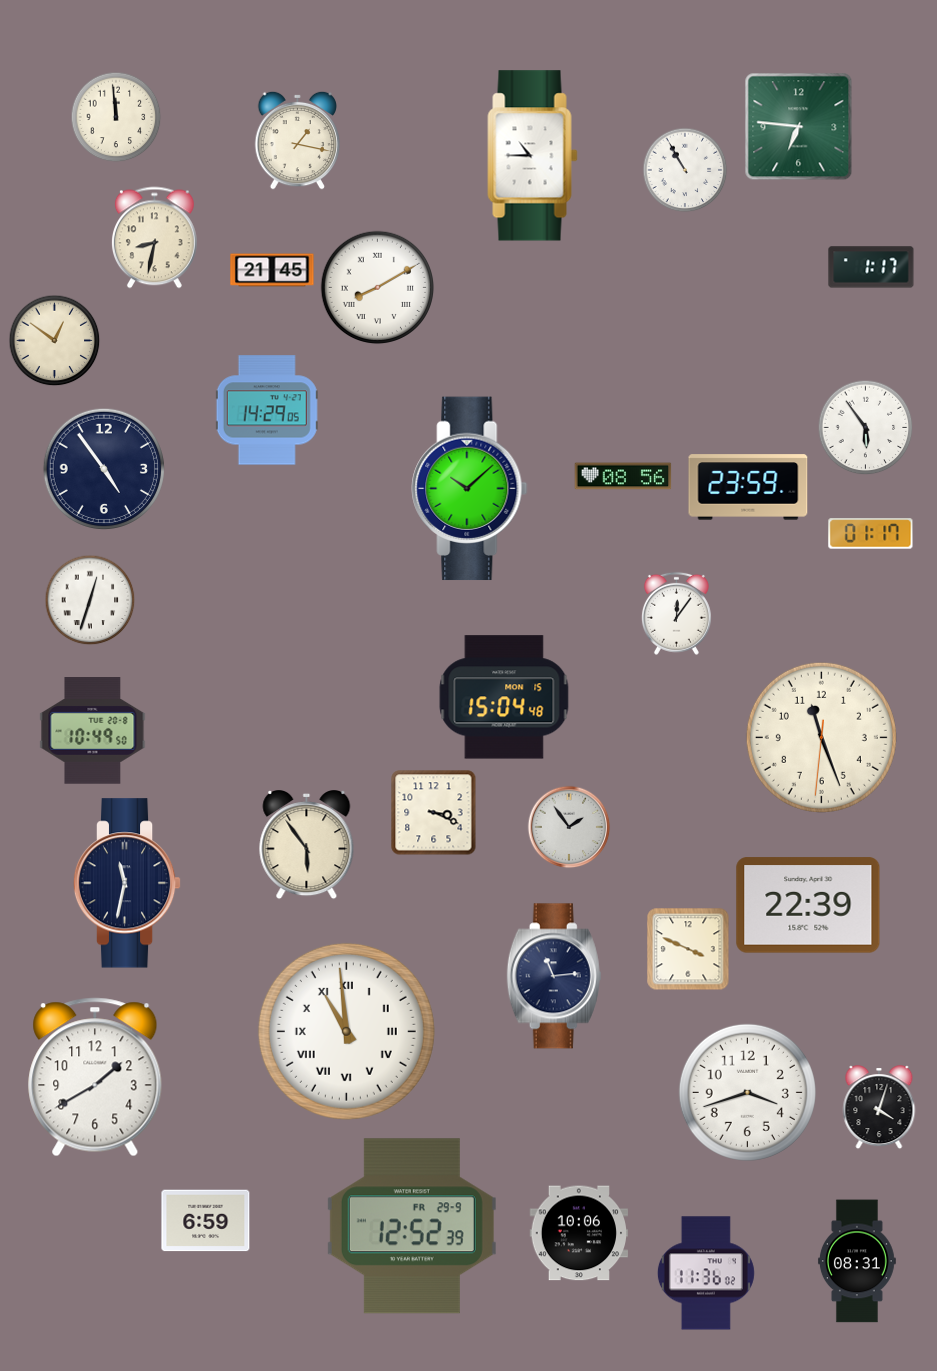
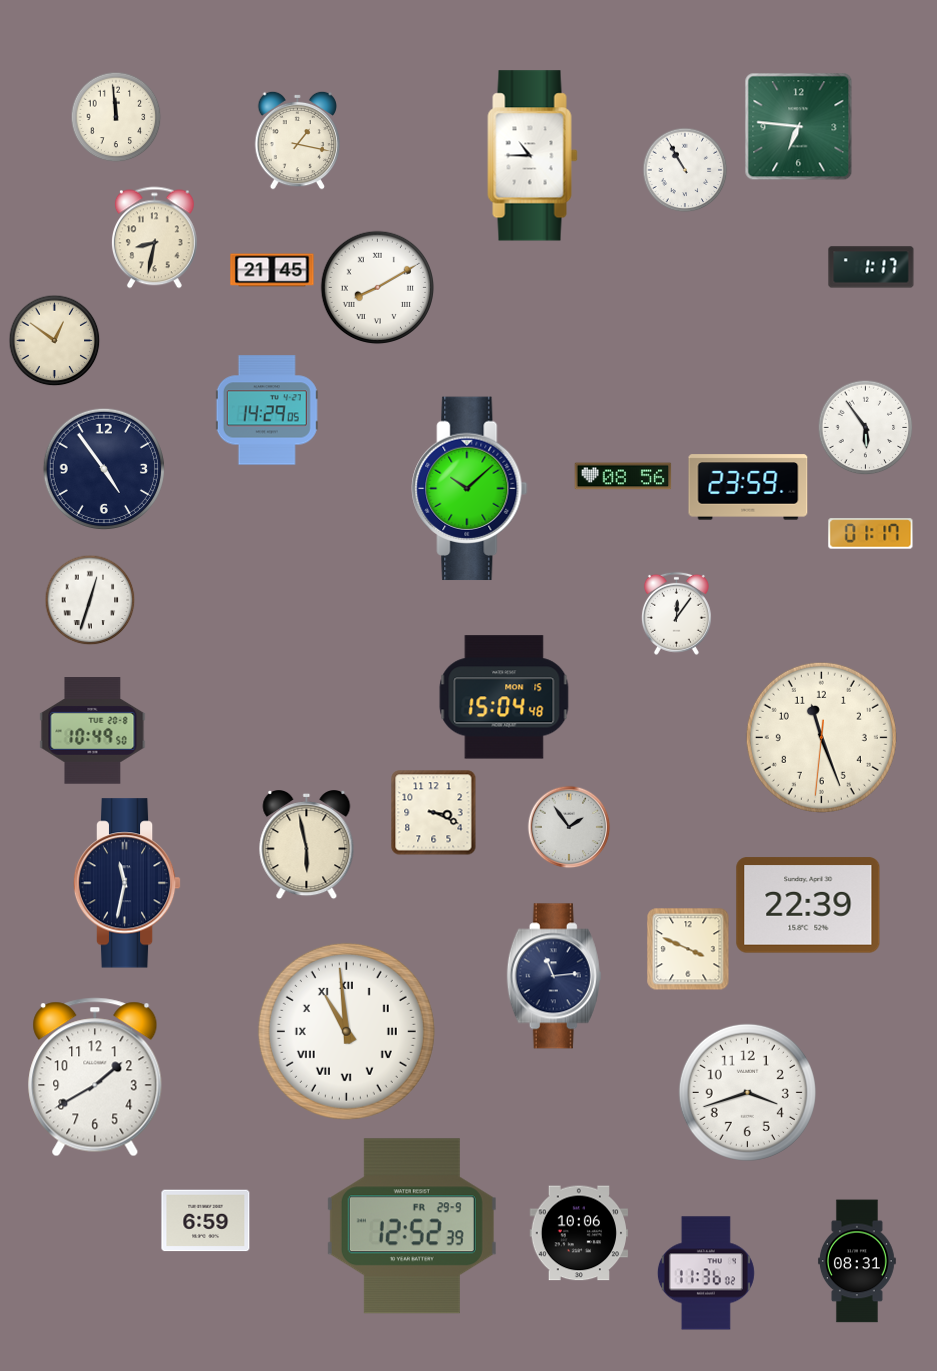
clock at (307, 846): 5:54 -> 5:58
clock at (879, 1108): 4:03 -> none
